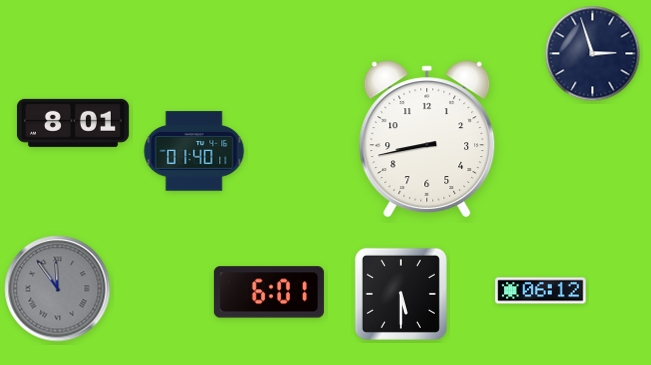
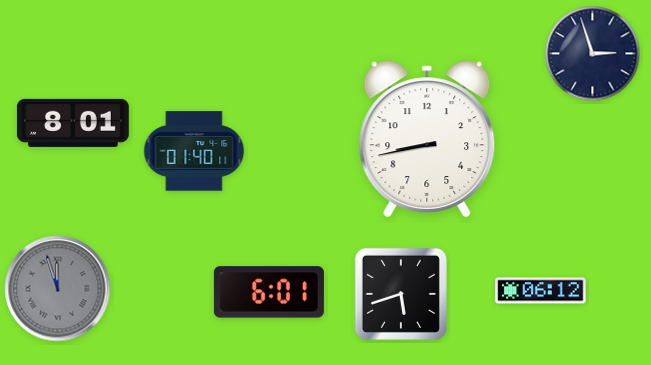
clock at (58, 289): 11:54 -> 11:57
clock at (401, 294): 5:30 -> 5:42
